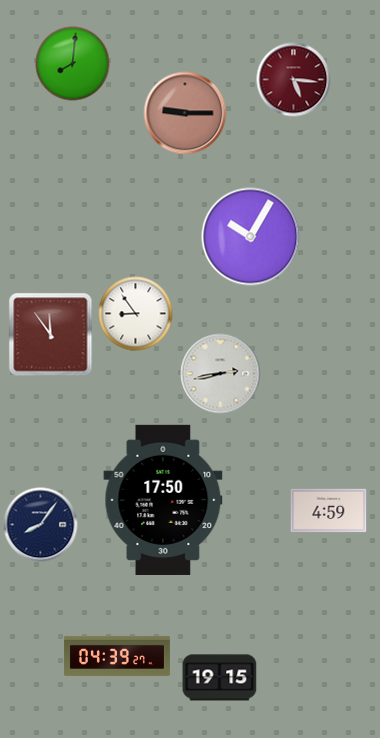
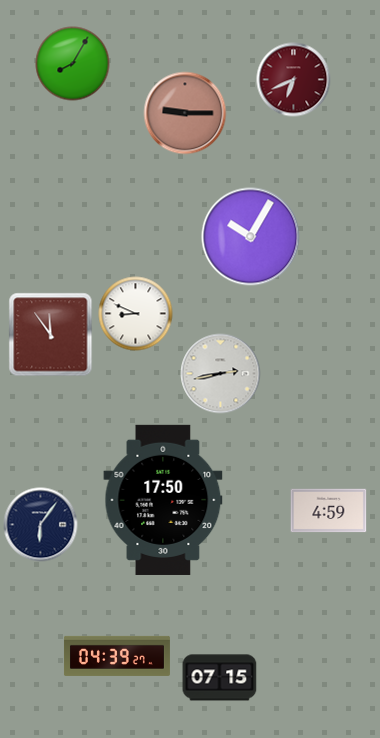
clock at (73, 64): 8:01 -> 8:05
clock at (294, 80): 5:16 -> 6:41
clock at (136, 314): 8:54 -> 8:49
clock at (41, 525): 8:06 -> 6:06
clock at (220, 678): 19:15 -> 07:15
